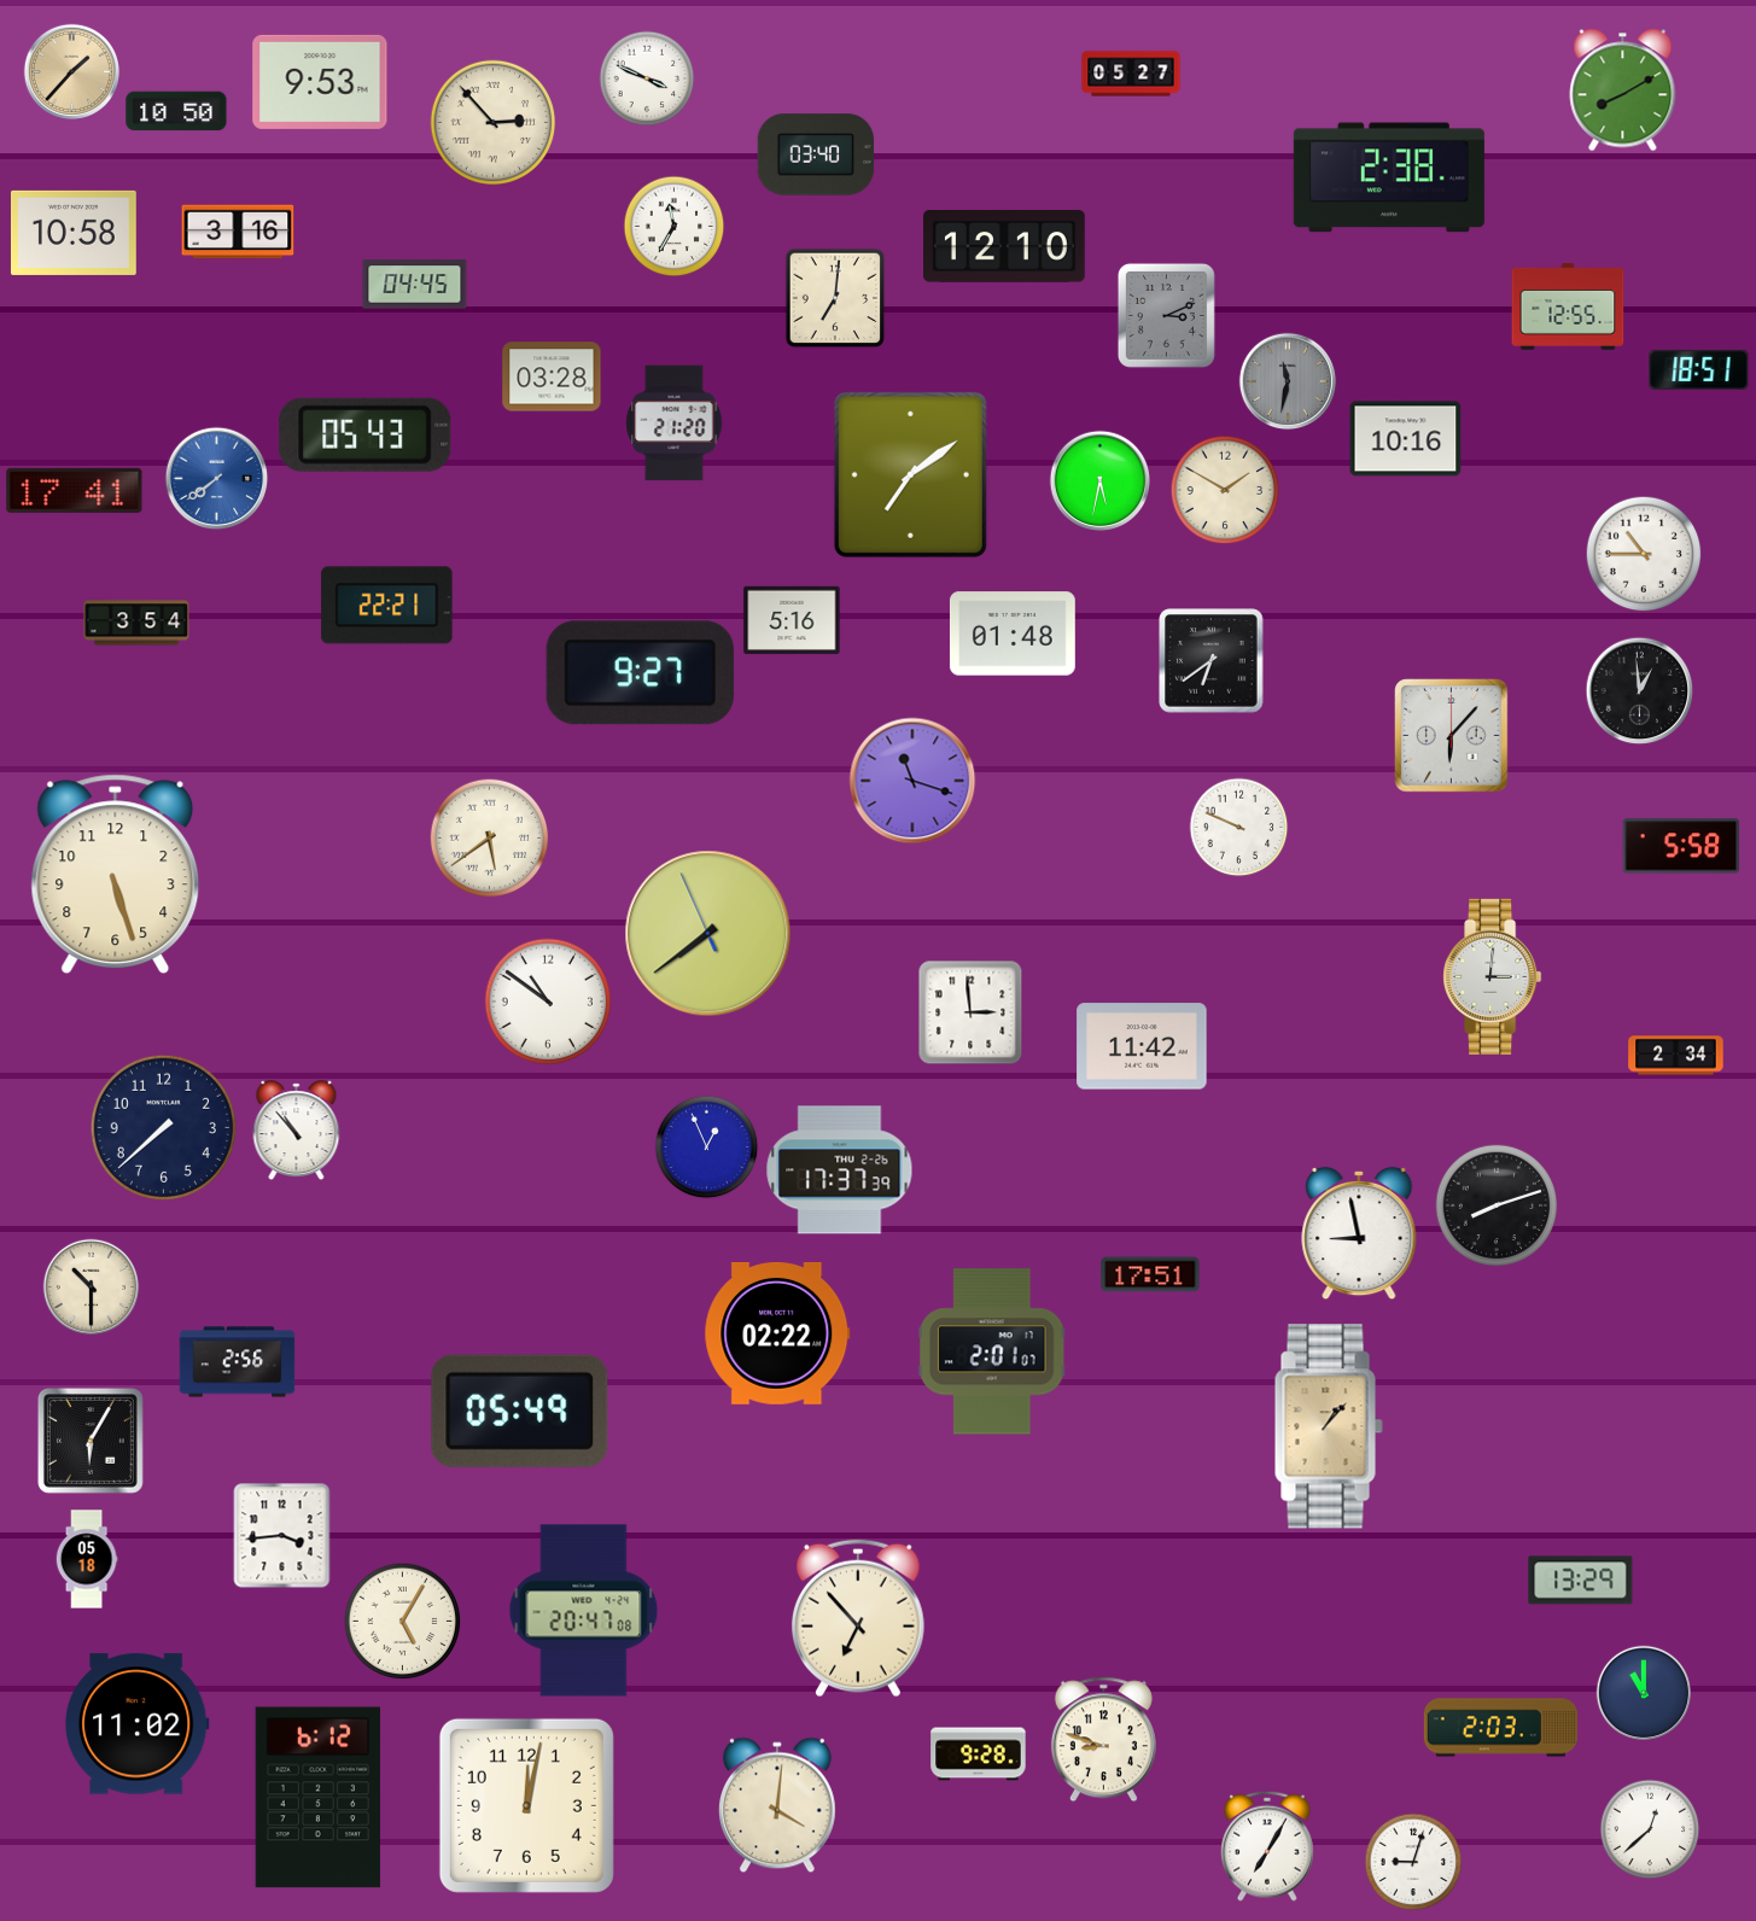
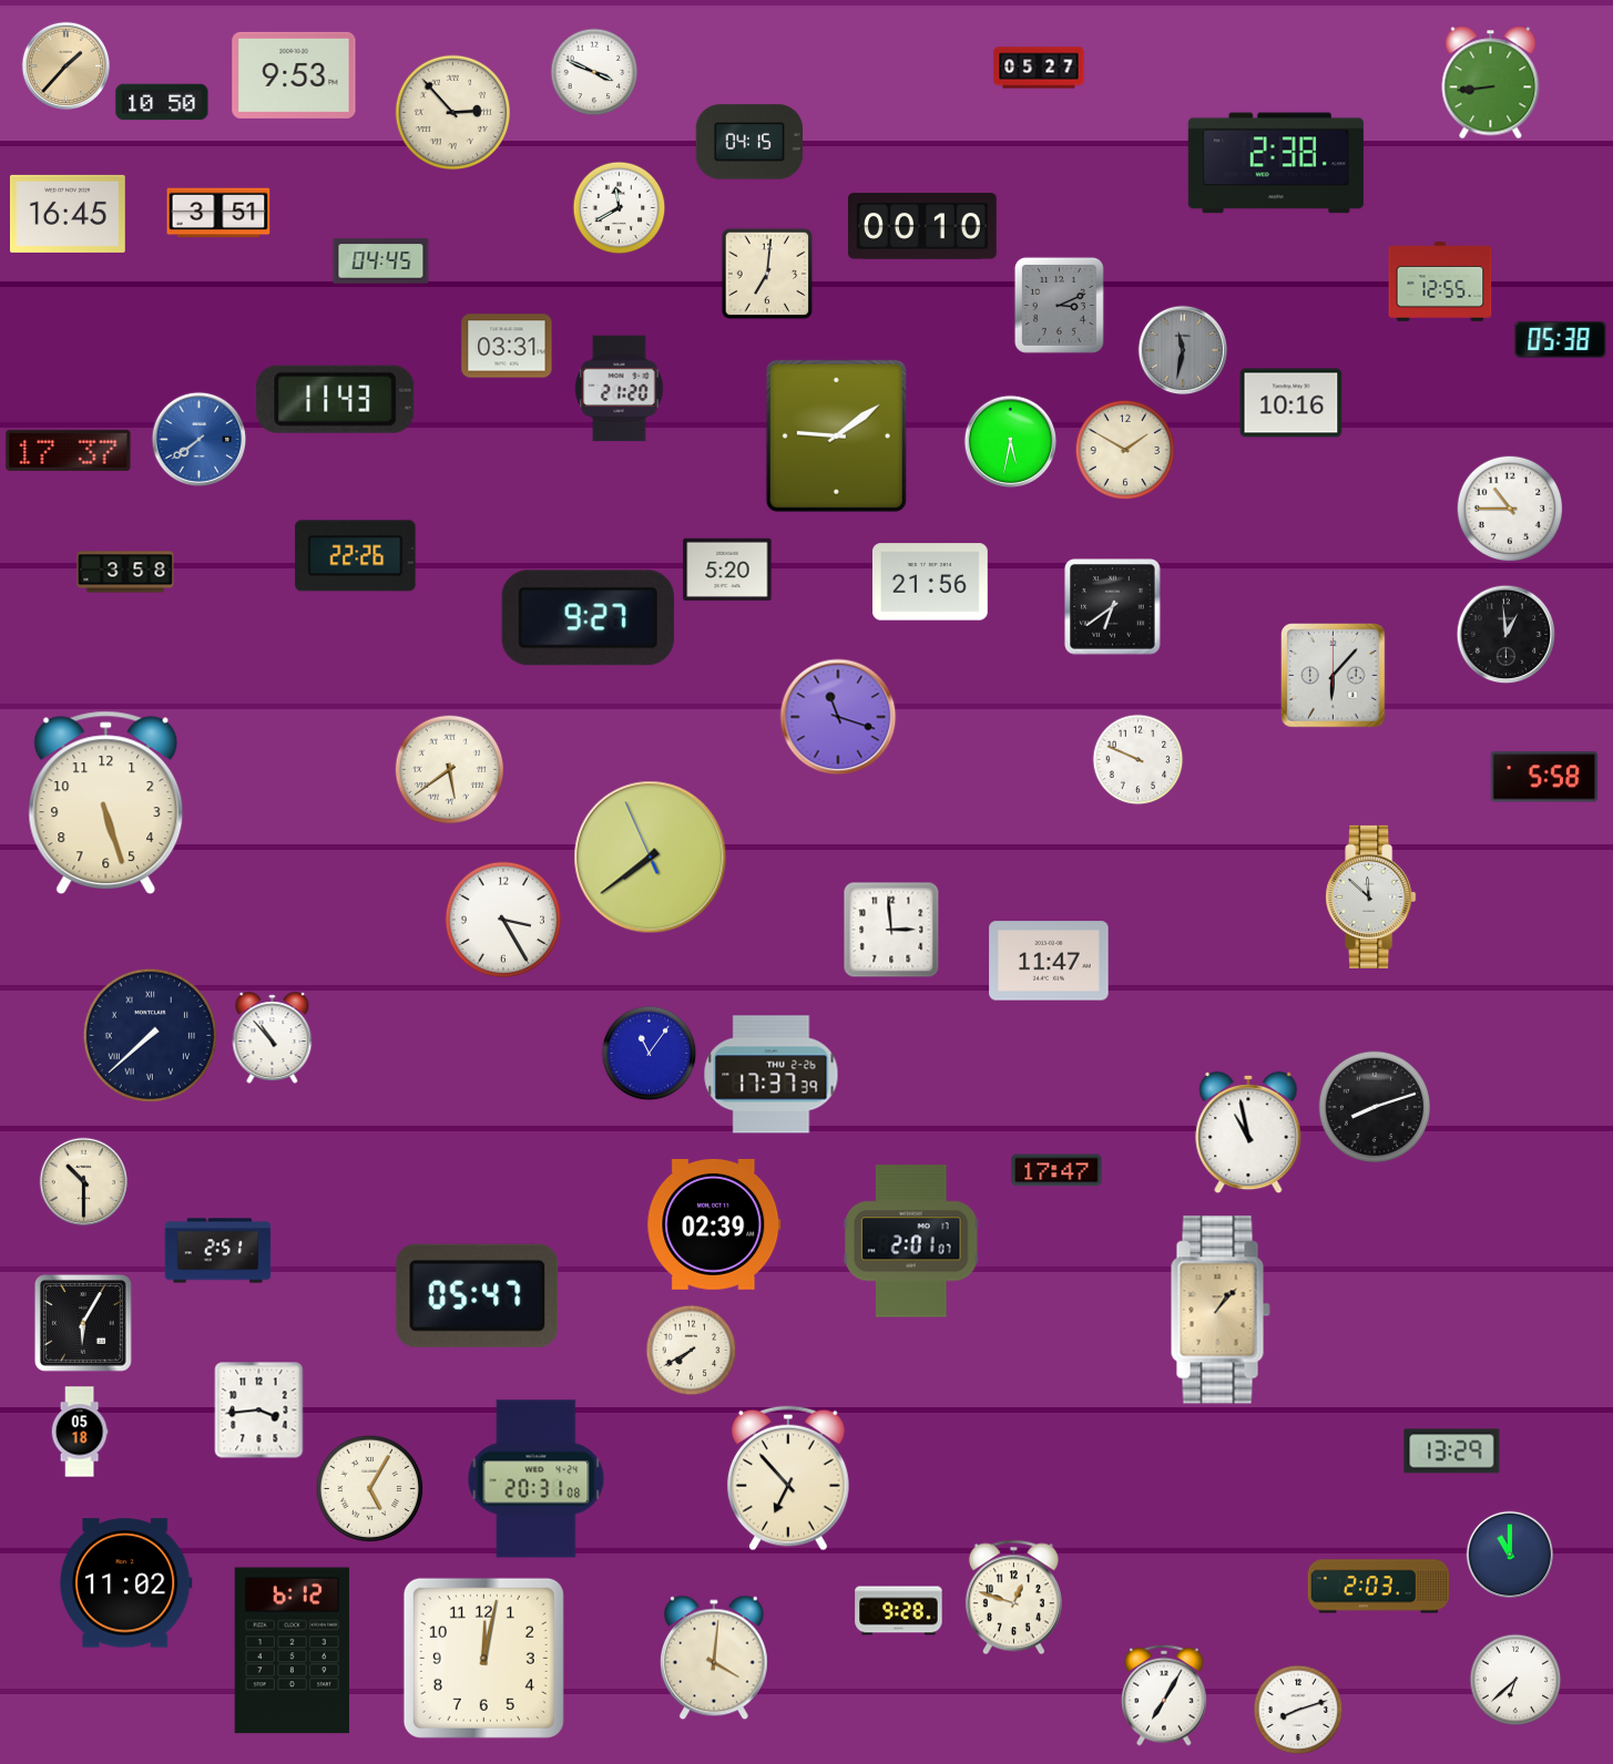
clock at (1623, 90): 8:10 -> 8:44
clock at (816, 154): 03:40 -> 04:15
clock at (675, 227): 11:35 -> 11:40
clock at (238, 232): 3:16 -> 3:51
clock at (74, 233): 10:58 -> 16:45
clock at (1005, 247): 12:10 -> 00:10
clock at (1166, 315) position: (1166, 315) -> (1059, 305)
clock at (1699, 369): 18:51 -> 05:38
clock at (552, 376): 03:28 -> 03:31
clock at (366, 434): 05:43 -> 11:43
clock at (910, 474): 7:09 -> 9:09
clock at (75, 490): 17:41 -> 17:37
clock at (387, 606): 22:21 -> 22:26
clock at (792, 620): 5:16 -> 5:20
clock at (136, 623): 3:54 -> 3:58
clock at (1013, 633): 01:48 -> 21:56
clock at (1493, 976): 3:01 -> 11:52
clock at (548, 1002): 10:51 -> 3:25
clock at (1142, 1046): 11:42 -> 11:47
clock at (1676, 1056): 2:34 -> none
clock at (163, 1127) numerals: Arabic -> Roman
clock at (707, 1148): 12:56 -> 11:06
clock at (1359, 1233): 8:58 -> 10:58
clock at (1150, 1274): 17:51 -> 17:47
clock at (777, 1335): 02:22 -> 02:39
clock at (238, 1362): 2:56 -> 2:51
clock at (520, 1411): 05:49 -> 05:47
clock at (692, 1351): none -> 7:40
clock at (584, 1611): 20:47 -> 20:31
clock at (858, 1618) position: (858, 1618) -> (788, 1478)
clock at (1103, 1740): 8:48 -> 12:48
clock at (1650, 1829): 12:38 -> 6:38
clock at (1413, 1862): 9:03 -> 8:12
